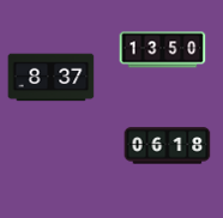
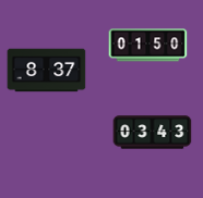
clock at (163, 50): 13:50 -> 01:50
clock at (168, 146): 06:18 -> 03:43
